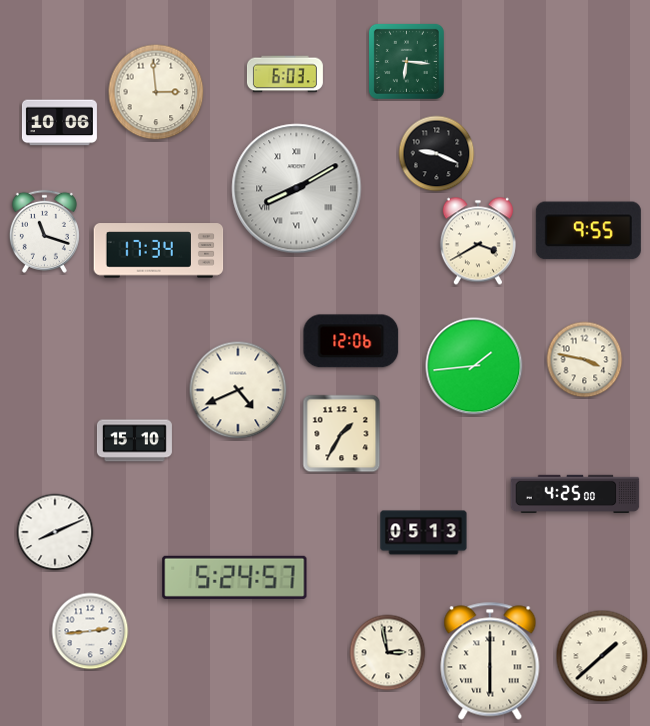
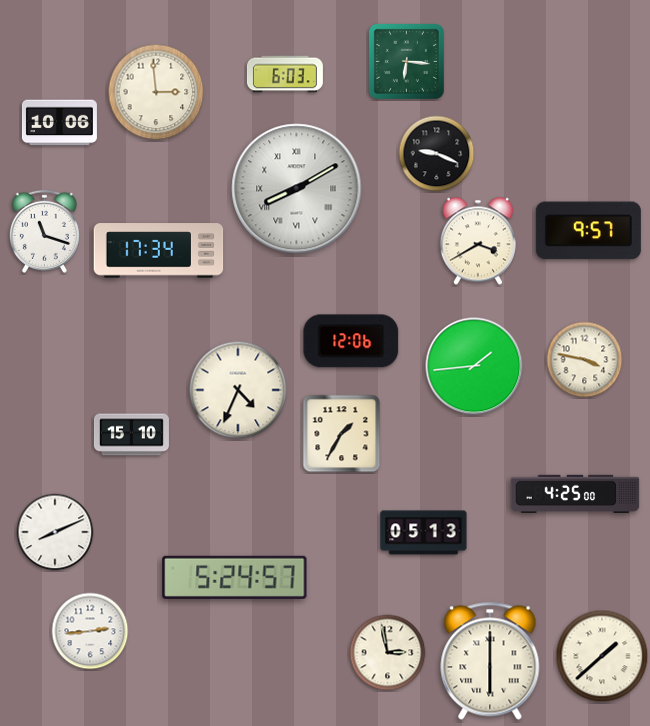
clock at (588, 231): 9:55 -> 9:57
clock at (238, 390): 4:41 -> 4:34
clock at (134, 441) position: (134, 441) -> (131, 435)
